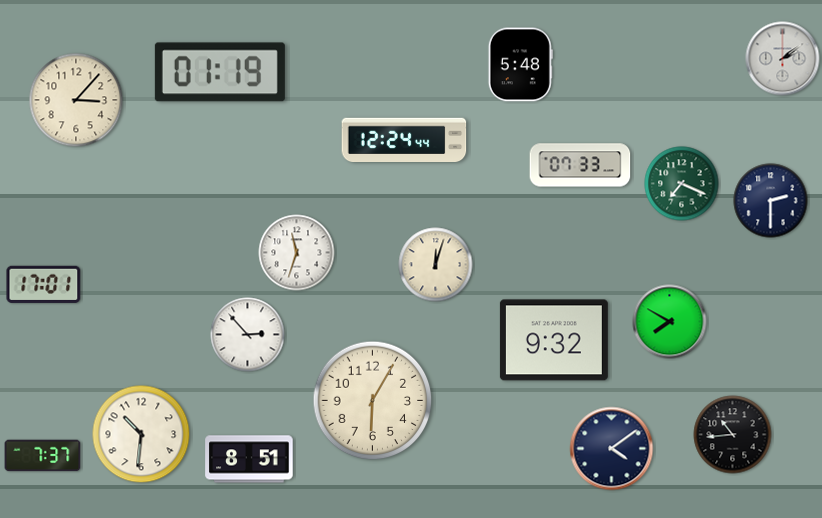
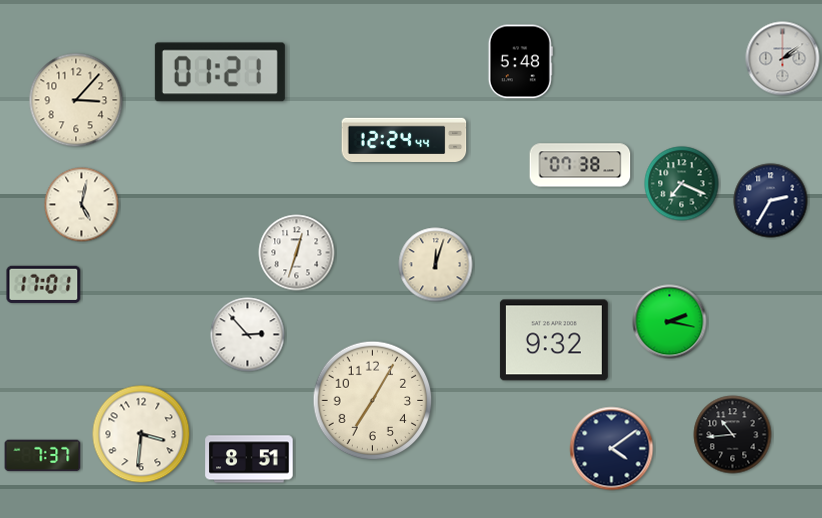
clock at (520, 65) position: (520, 65) -> (520, 62)
clock at (220, 72): 01:19 -> 01:21
clock at (580, 165): 07:33 -> 07:38
clock at (771, 201): 2:30 -> 2:35
clock at (82, 205): none -> 5:02
clock at (297, 253): 11:33 -> 12:33
clock at (670, 322): 7:50 -> 2:17
clock at (373, 401): 6:05 -> 7:05
clock at (141, 434): 10:31 -> 3:31
